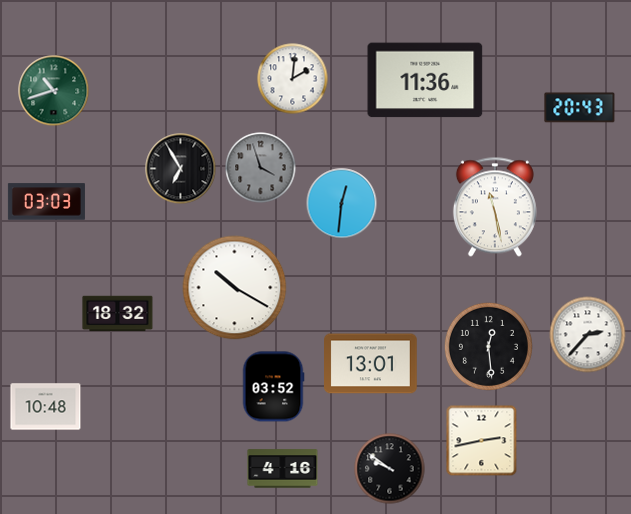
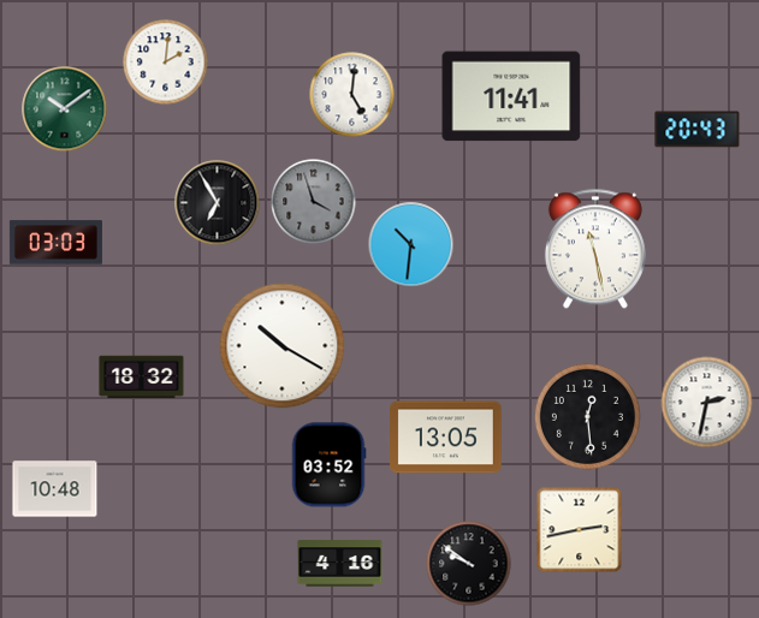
clock at (166, 63): none -> 2:01
clock at (293, 79): 2:01 -> 5:01
clock at (425, 80): 11:36 -> 11:41
clock at (54, 91): 10:42 -> 10:09
clock at (342, 204): 12:31 -> 10:31
clock at (588, 335): 2:37 -> 2:32
clock at (371, 364): 13:01 -> 13:05
